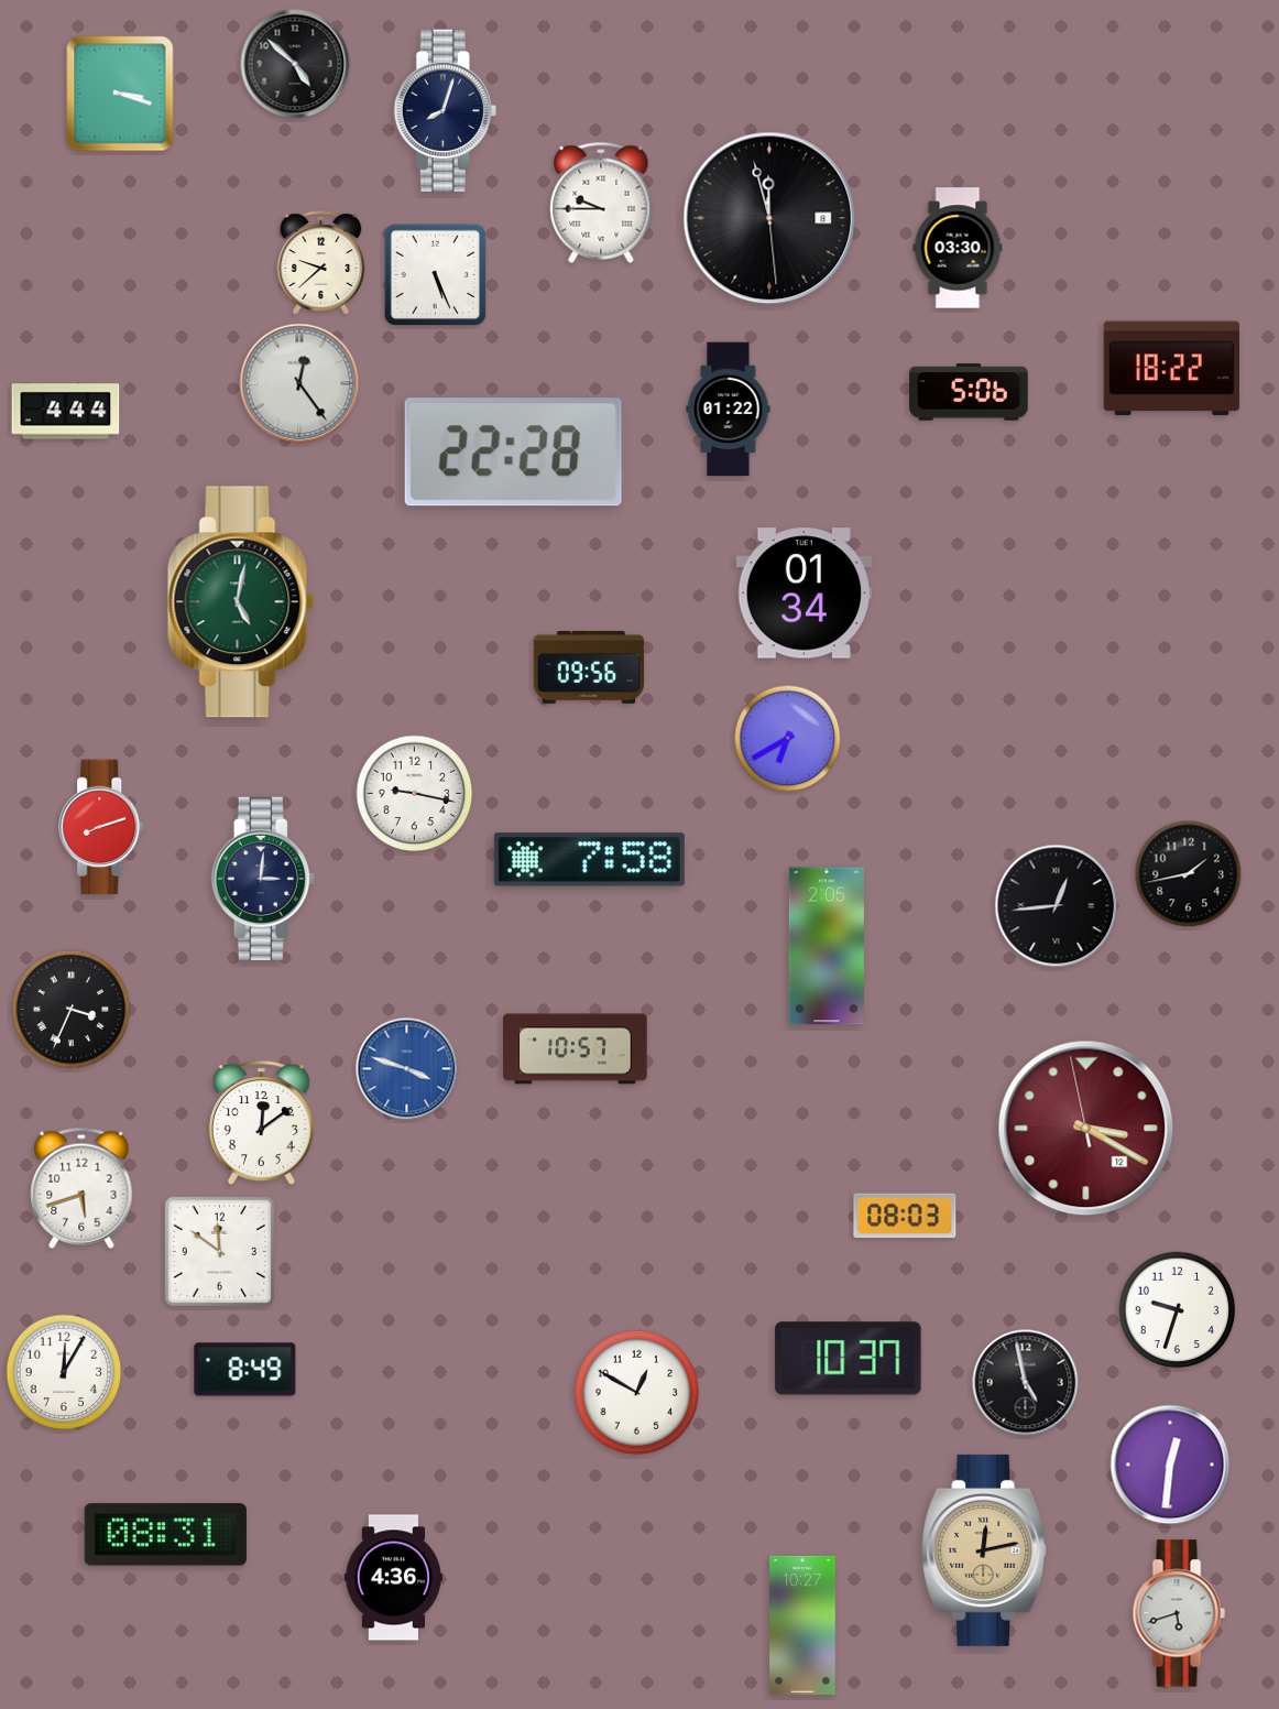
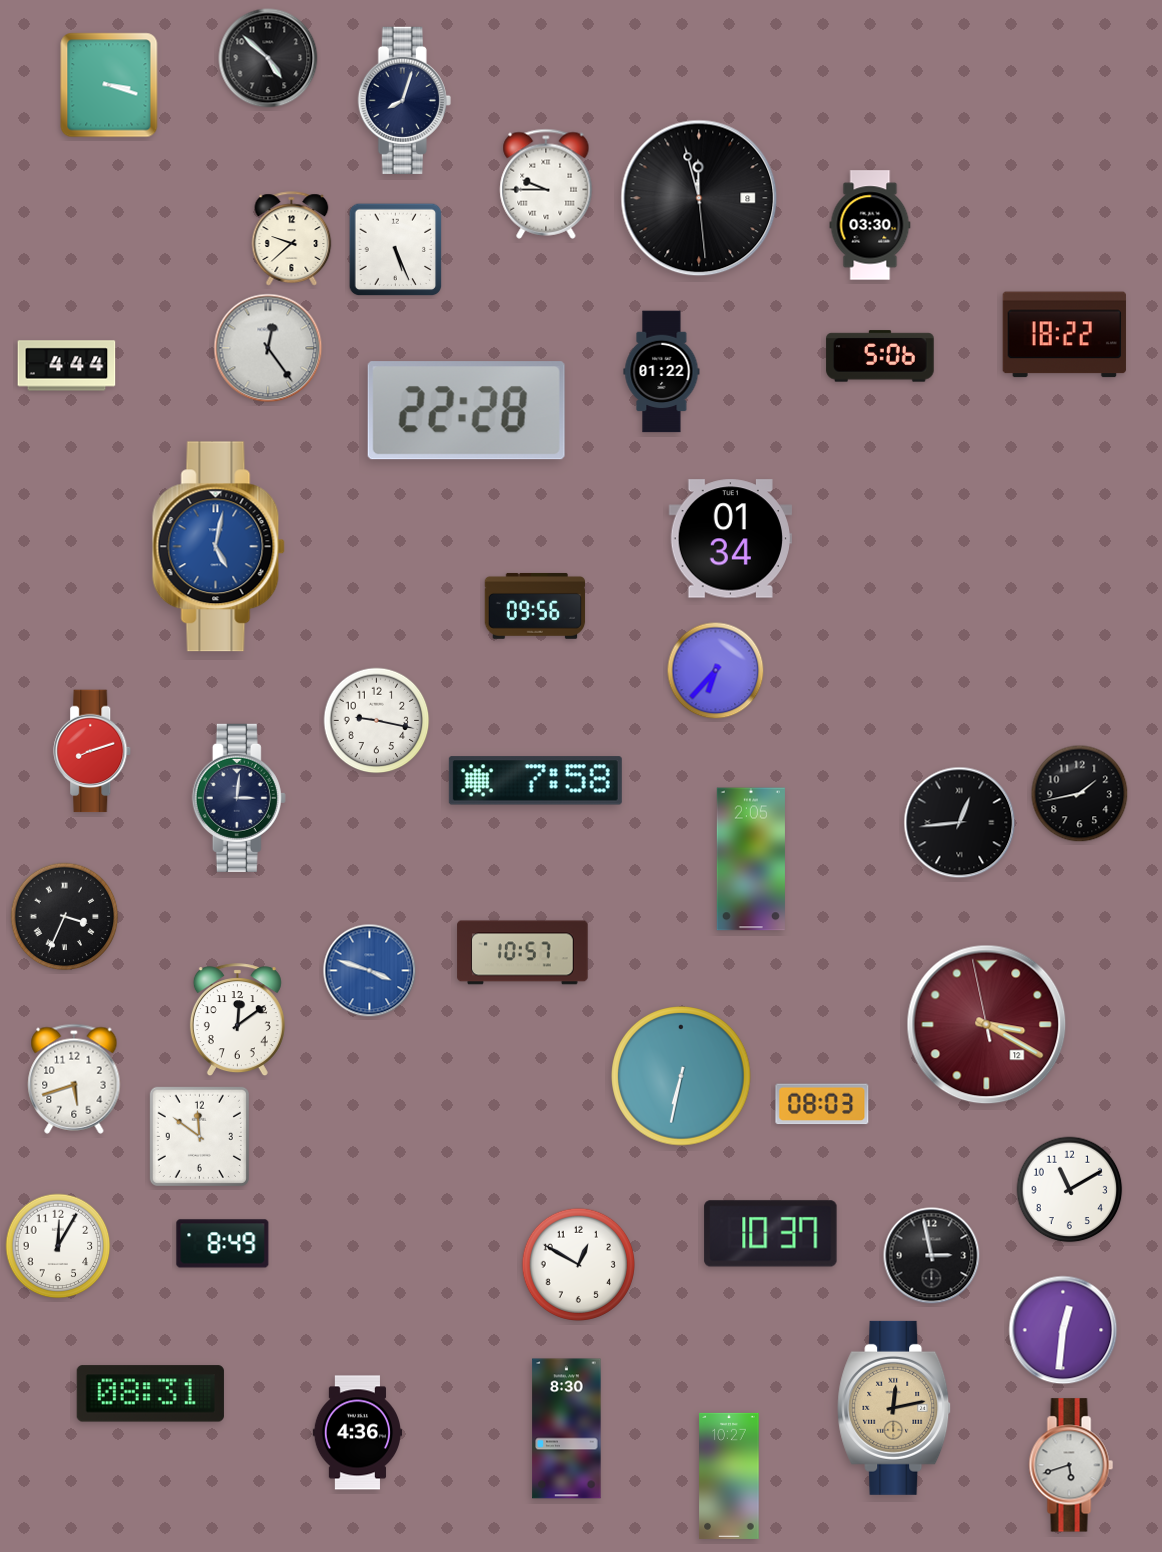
clock at (299, 383) position: (299, 383) -> (268, 348)
clock at (66, 412) position: (66, 412) -> (67, 366)
clock at (240, 602) dial: green -> blue
clock at (788, 739): 6:40 -> 6:37
clock at (681, 1076): none -> 6:32
clock at (1178, 1310): 9:33 -> 11:10
clock at (1026, 1383): 4:58 -> 2:58
clock at (567, 1429): none -> 8:30
